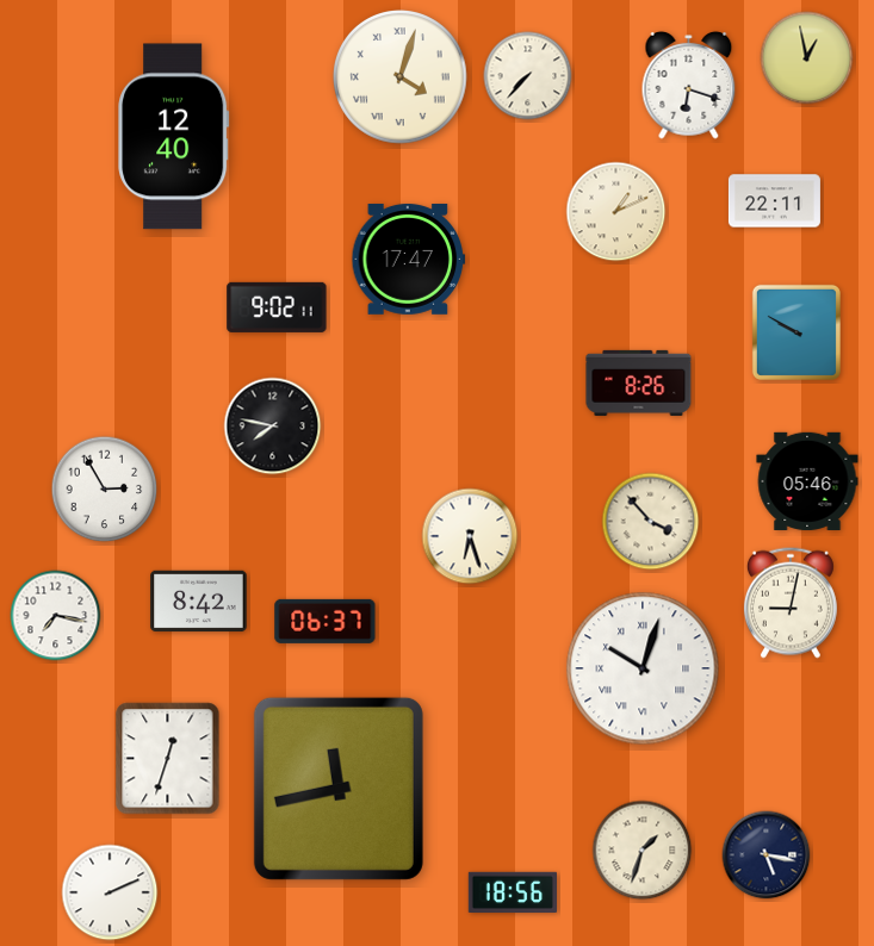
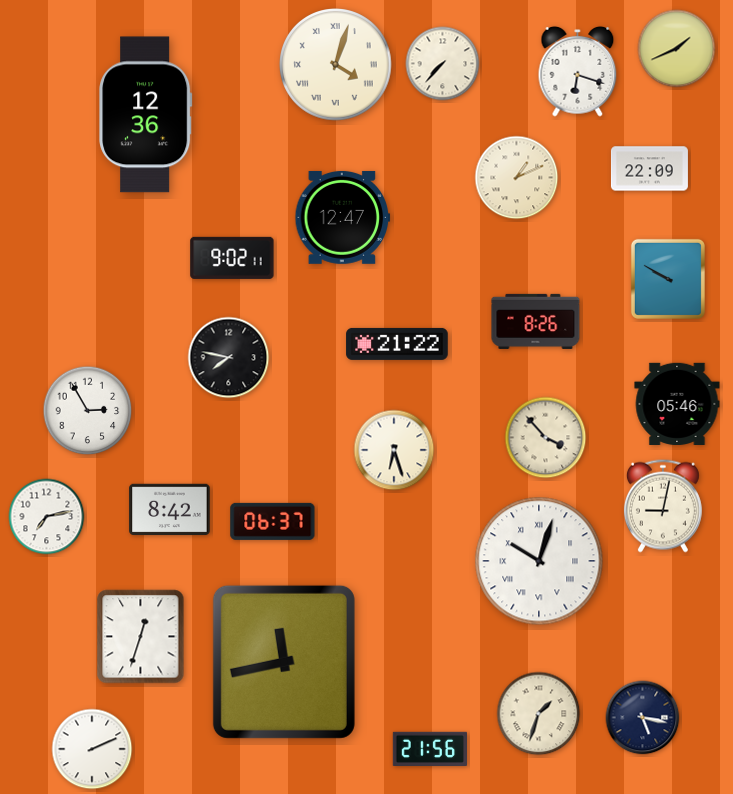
clock at (807, 58): 12:58 -> 1:41
clock at (174, 137): 12:40 -> 12:36
clock at (774, 201): 22:11 -> 22:09
clock at (409, 259): 17:47 -> 12:47
clock at (397, 344): none -> 21:22
clock at (199, 602) position: (199, 602) -> (170, 510)
clock at (56, 616): 7:17 -> 7:13
clock at (512, 891): 18:56 -> 21:56
